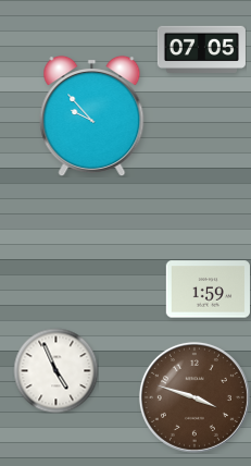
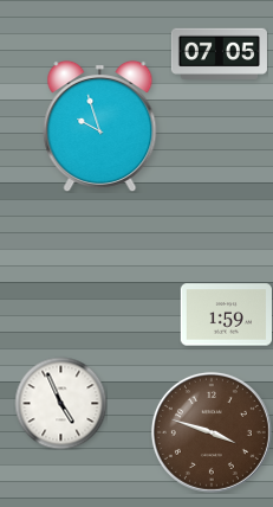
clock at (92, 115): 9:53 -> 9:57
